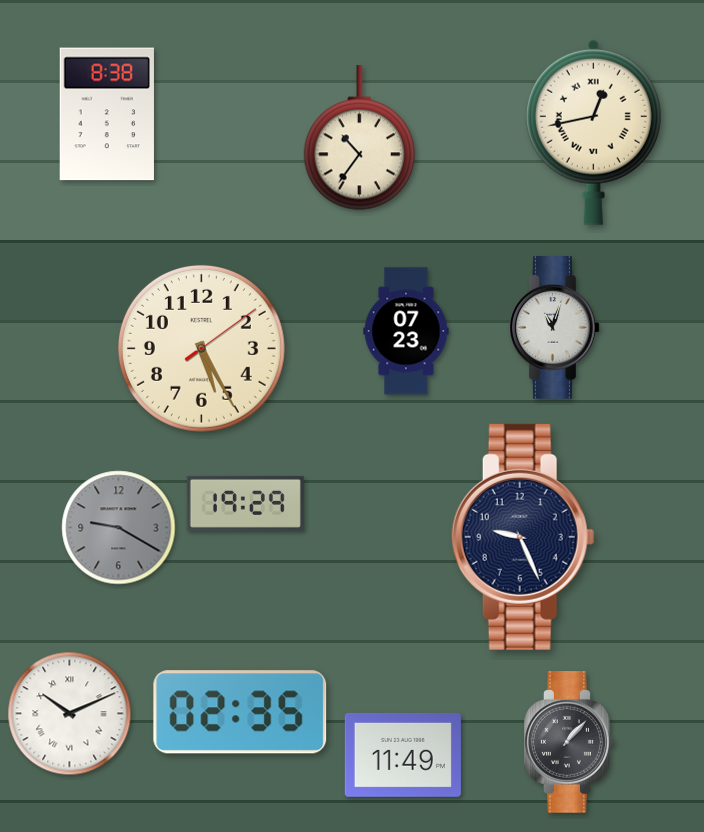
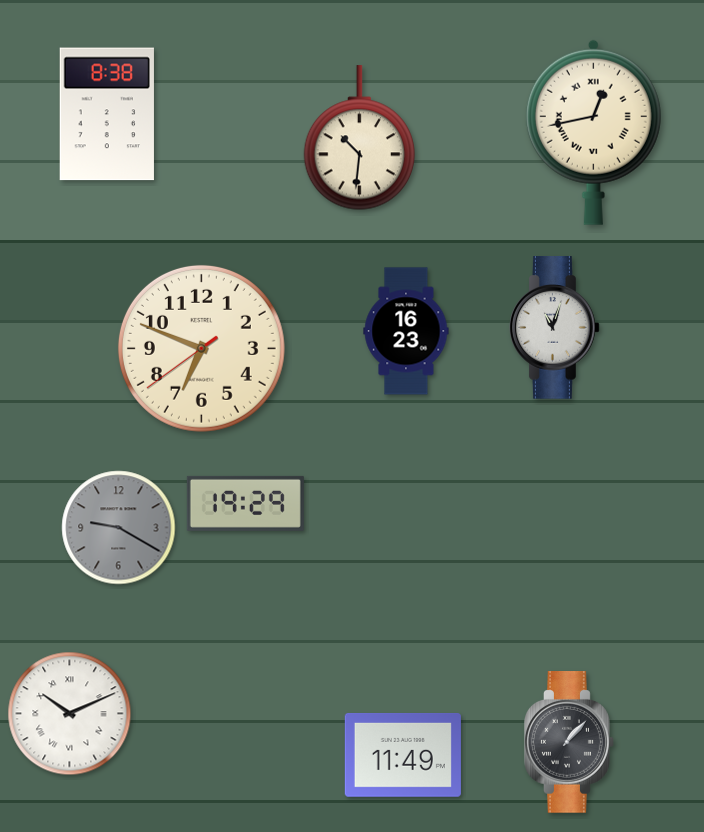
clock at (360, 138): 10:36 -> 10:31
clock at (406, 331): 07:23 -> 16:23
clock at (201, 348): 5:25 -> 6:48
clock at (523, 537): 9:26 -> none
clock at (240, 712): 02:35 -> none
